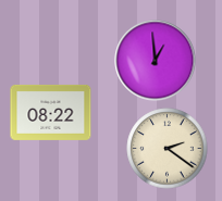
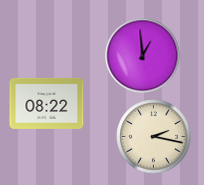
clock at (168, 149): 2:21 -> 2:17
